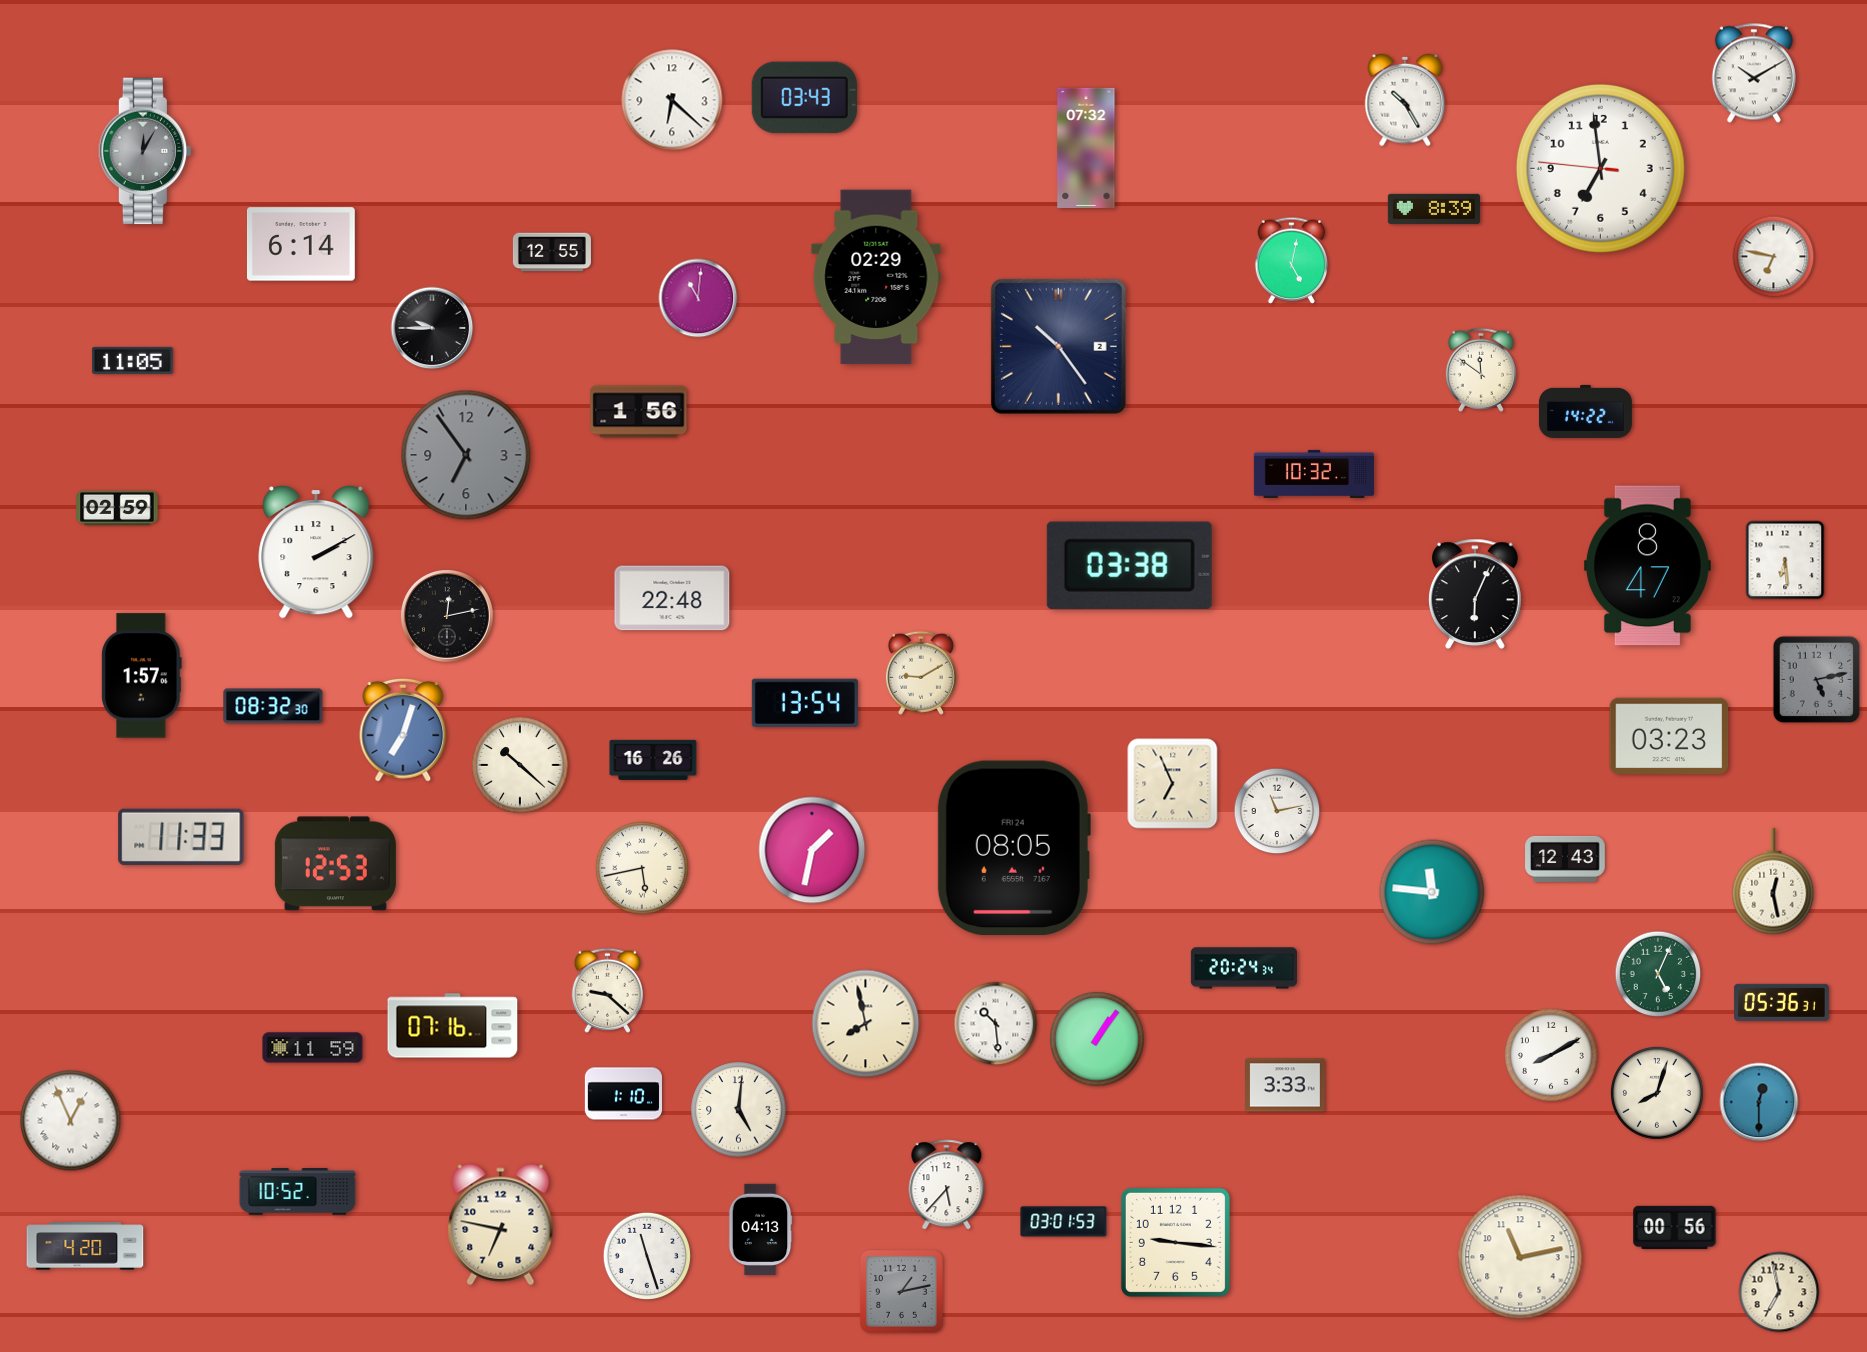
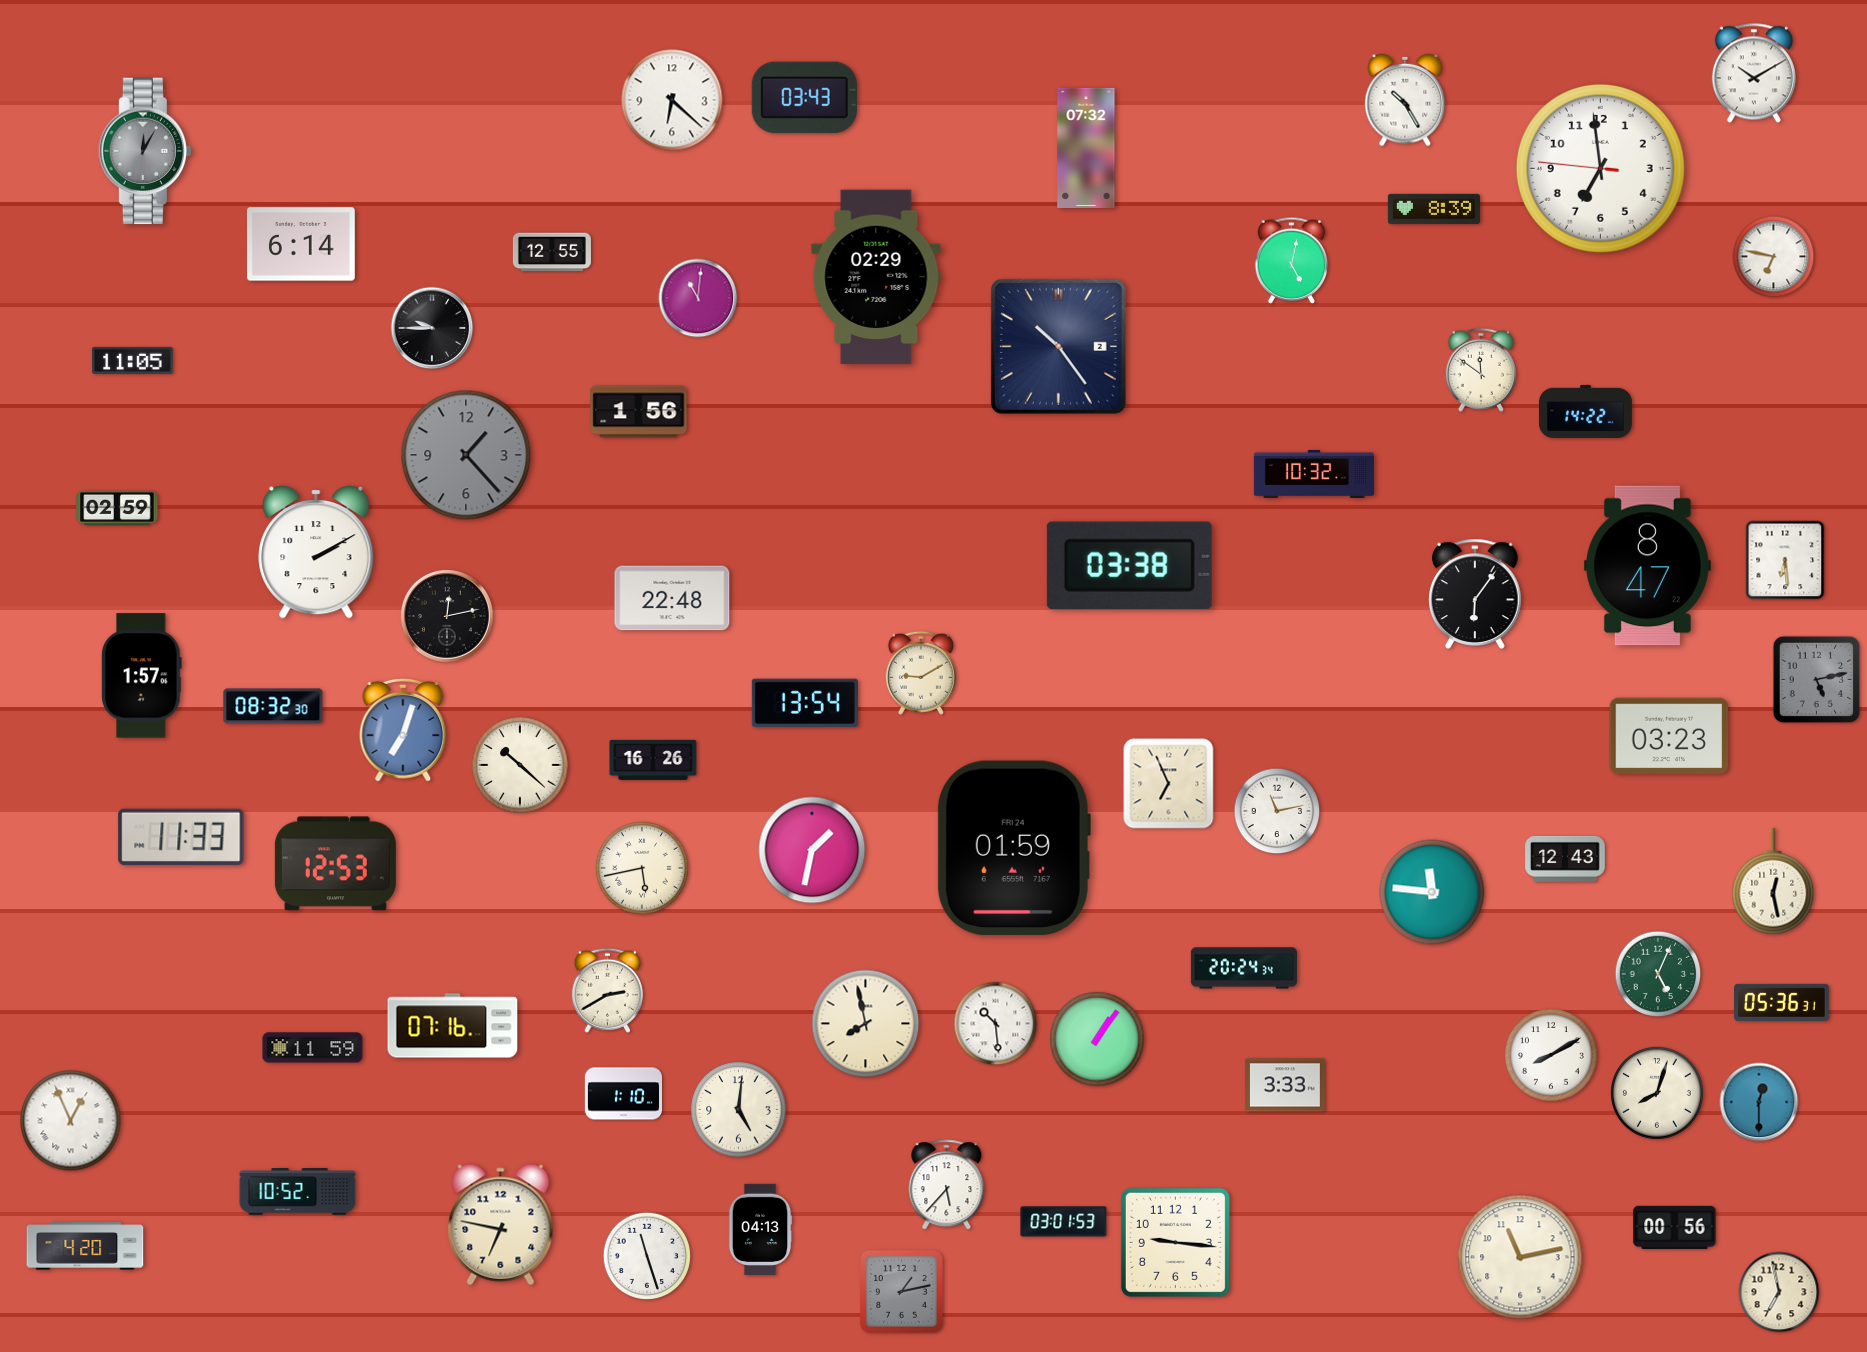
clock at (466, 455): 6:54 -> 1:23
clock at (1476, 594): 6:04 -> 6:06
clock at (1173, 784) position: (1173, 784) -> (1169, 784)
clock at (1014, 848): 08:05 -> 01:59
clock at (607, 990): 9:22 -> 2:40
